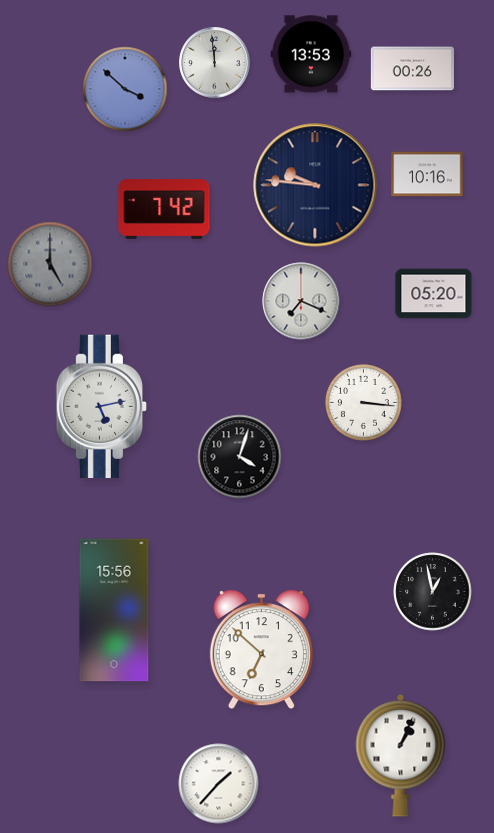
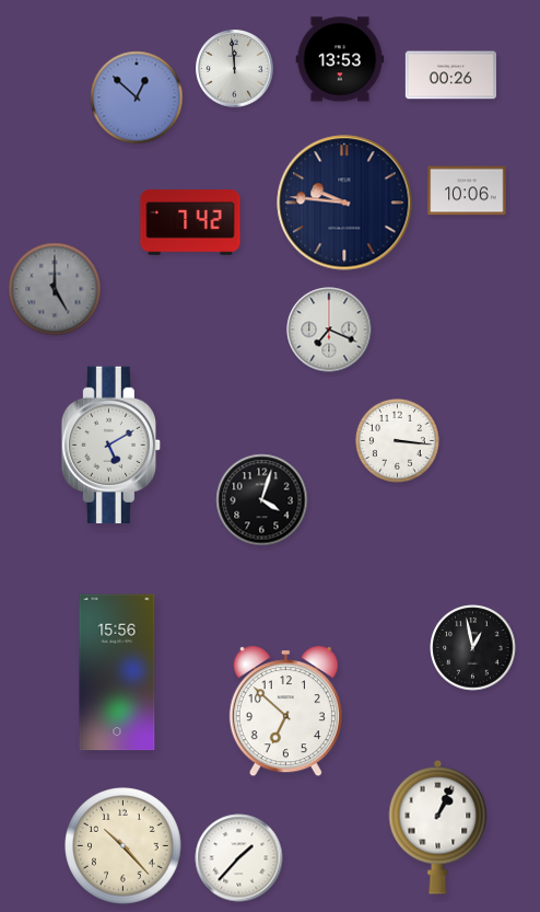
clock at (125, 89): 3:52 -> 12:52
clock at (427, 174): 10:16 -> 10:06
clock at (164, 209) position: (164, 209) -> (190, 222)
clock at (434, 294): 05:20 -> none
clock at (101, 406): 5:13 -> 5:10
clock at (114, 610) position: (114, 610) -> (117, 672)
clock at (124, 846): none -> 10:23
